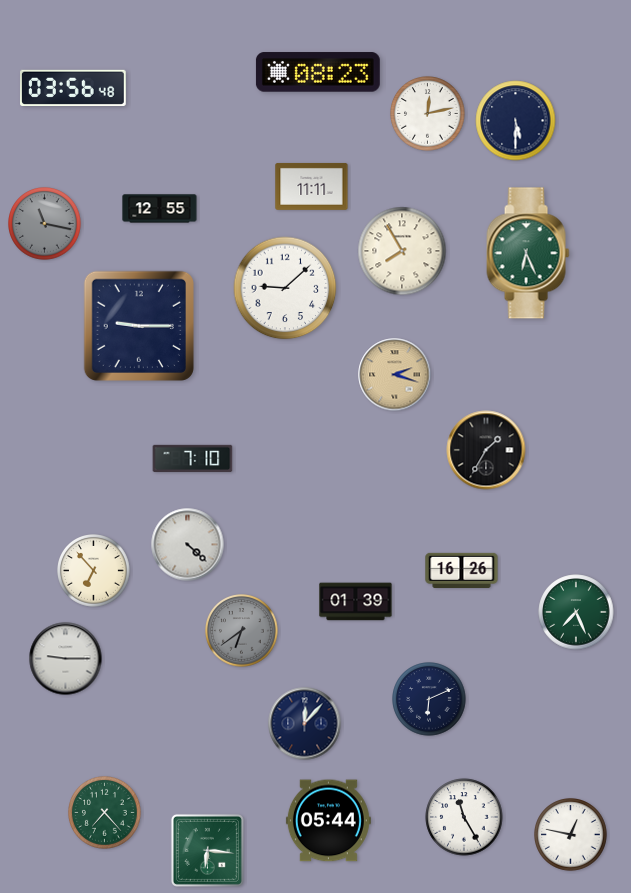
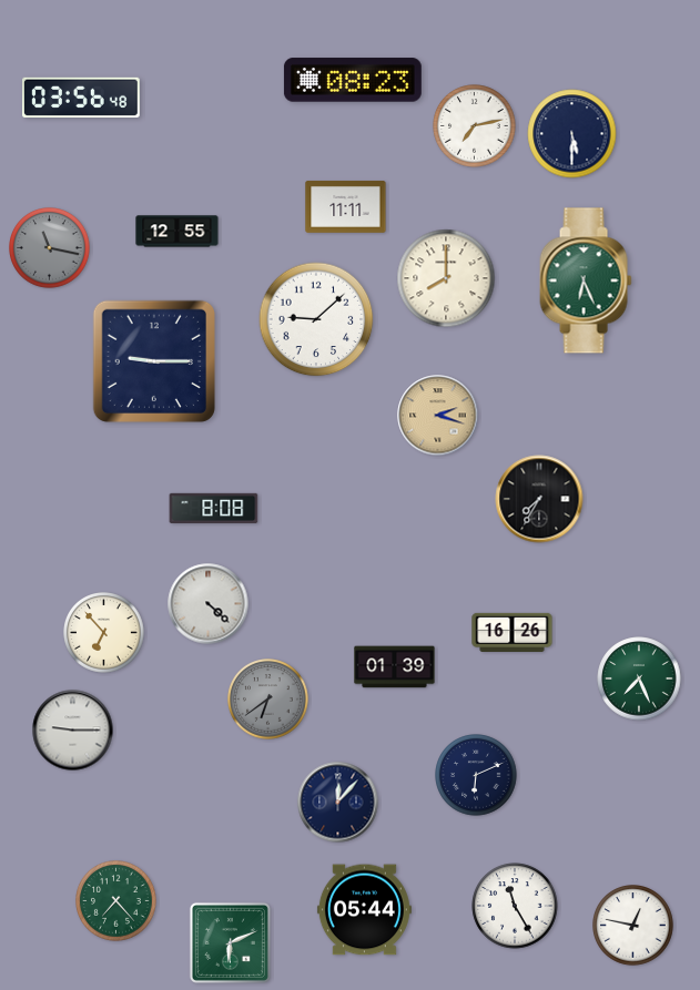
clock at (428, 114): 12:13 -> 7:13
clock at (402, 251): 7:55 -> 8:00
clock at (486, 450): 1:35 -> 7:35
clock at (193, 459): 7:10 -> 8:08
clock at (207, 850): 6:16 -> 6:11
